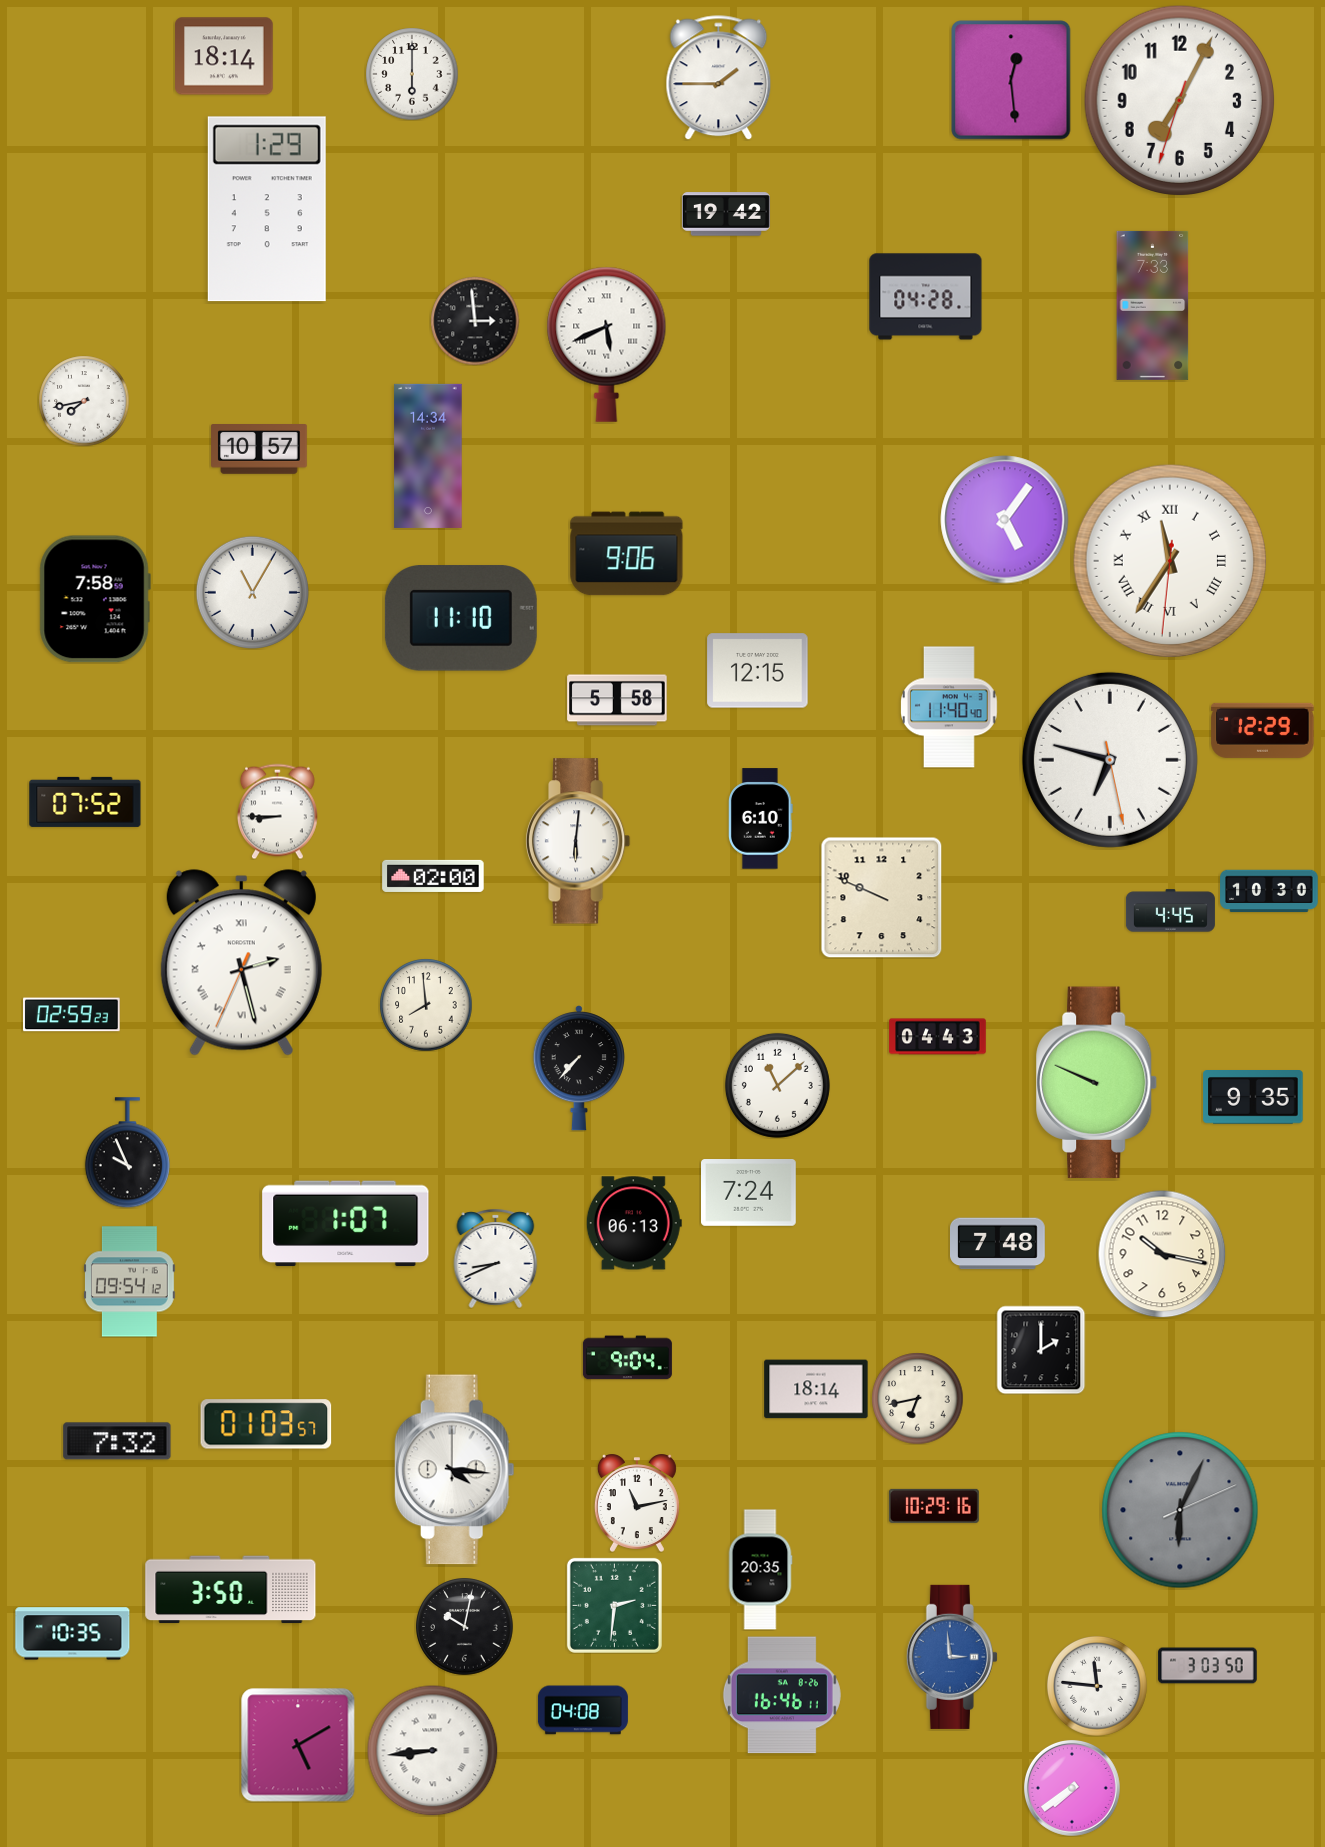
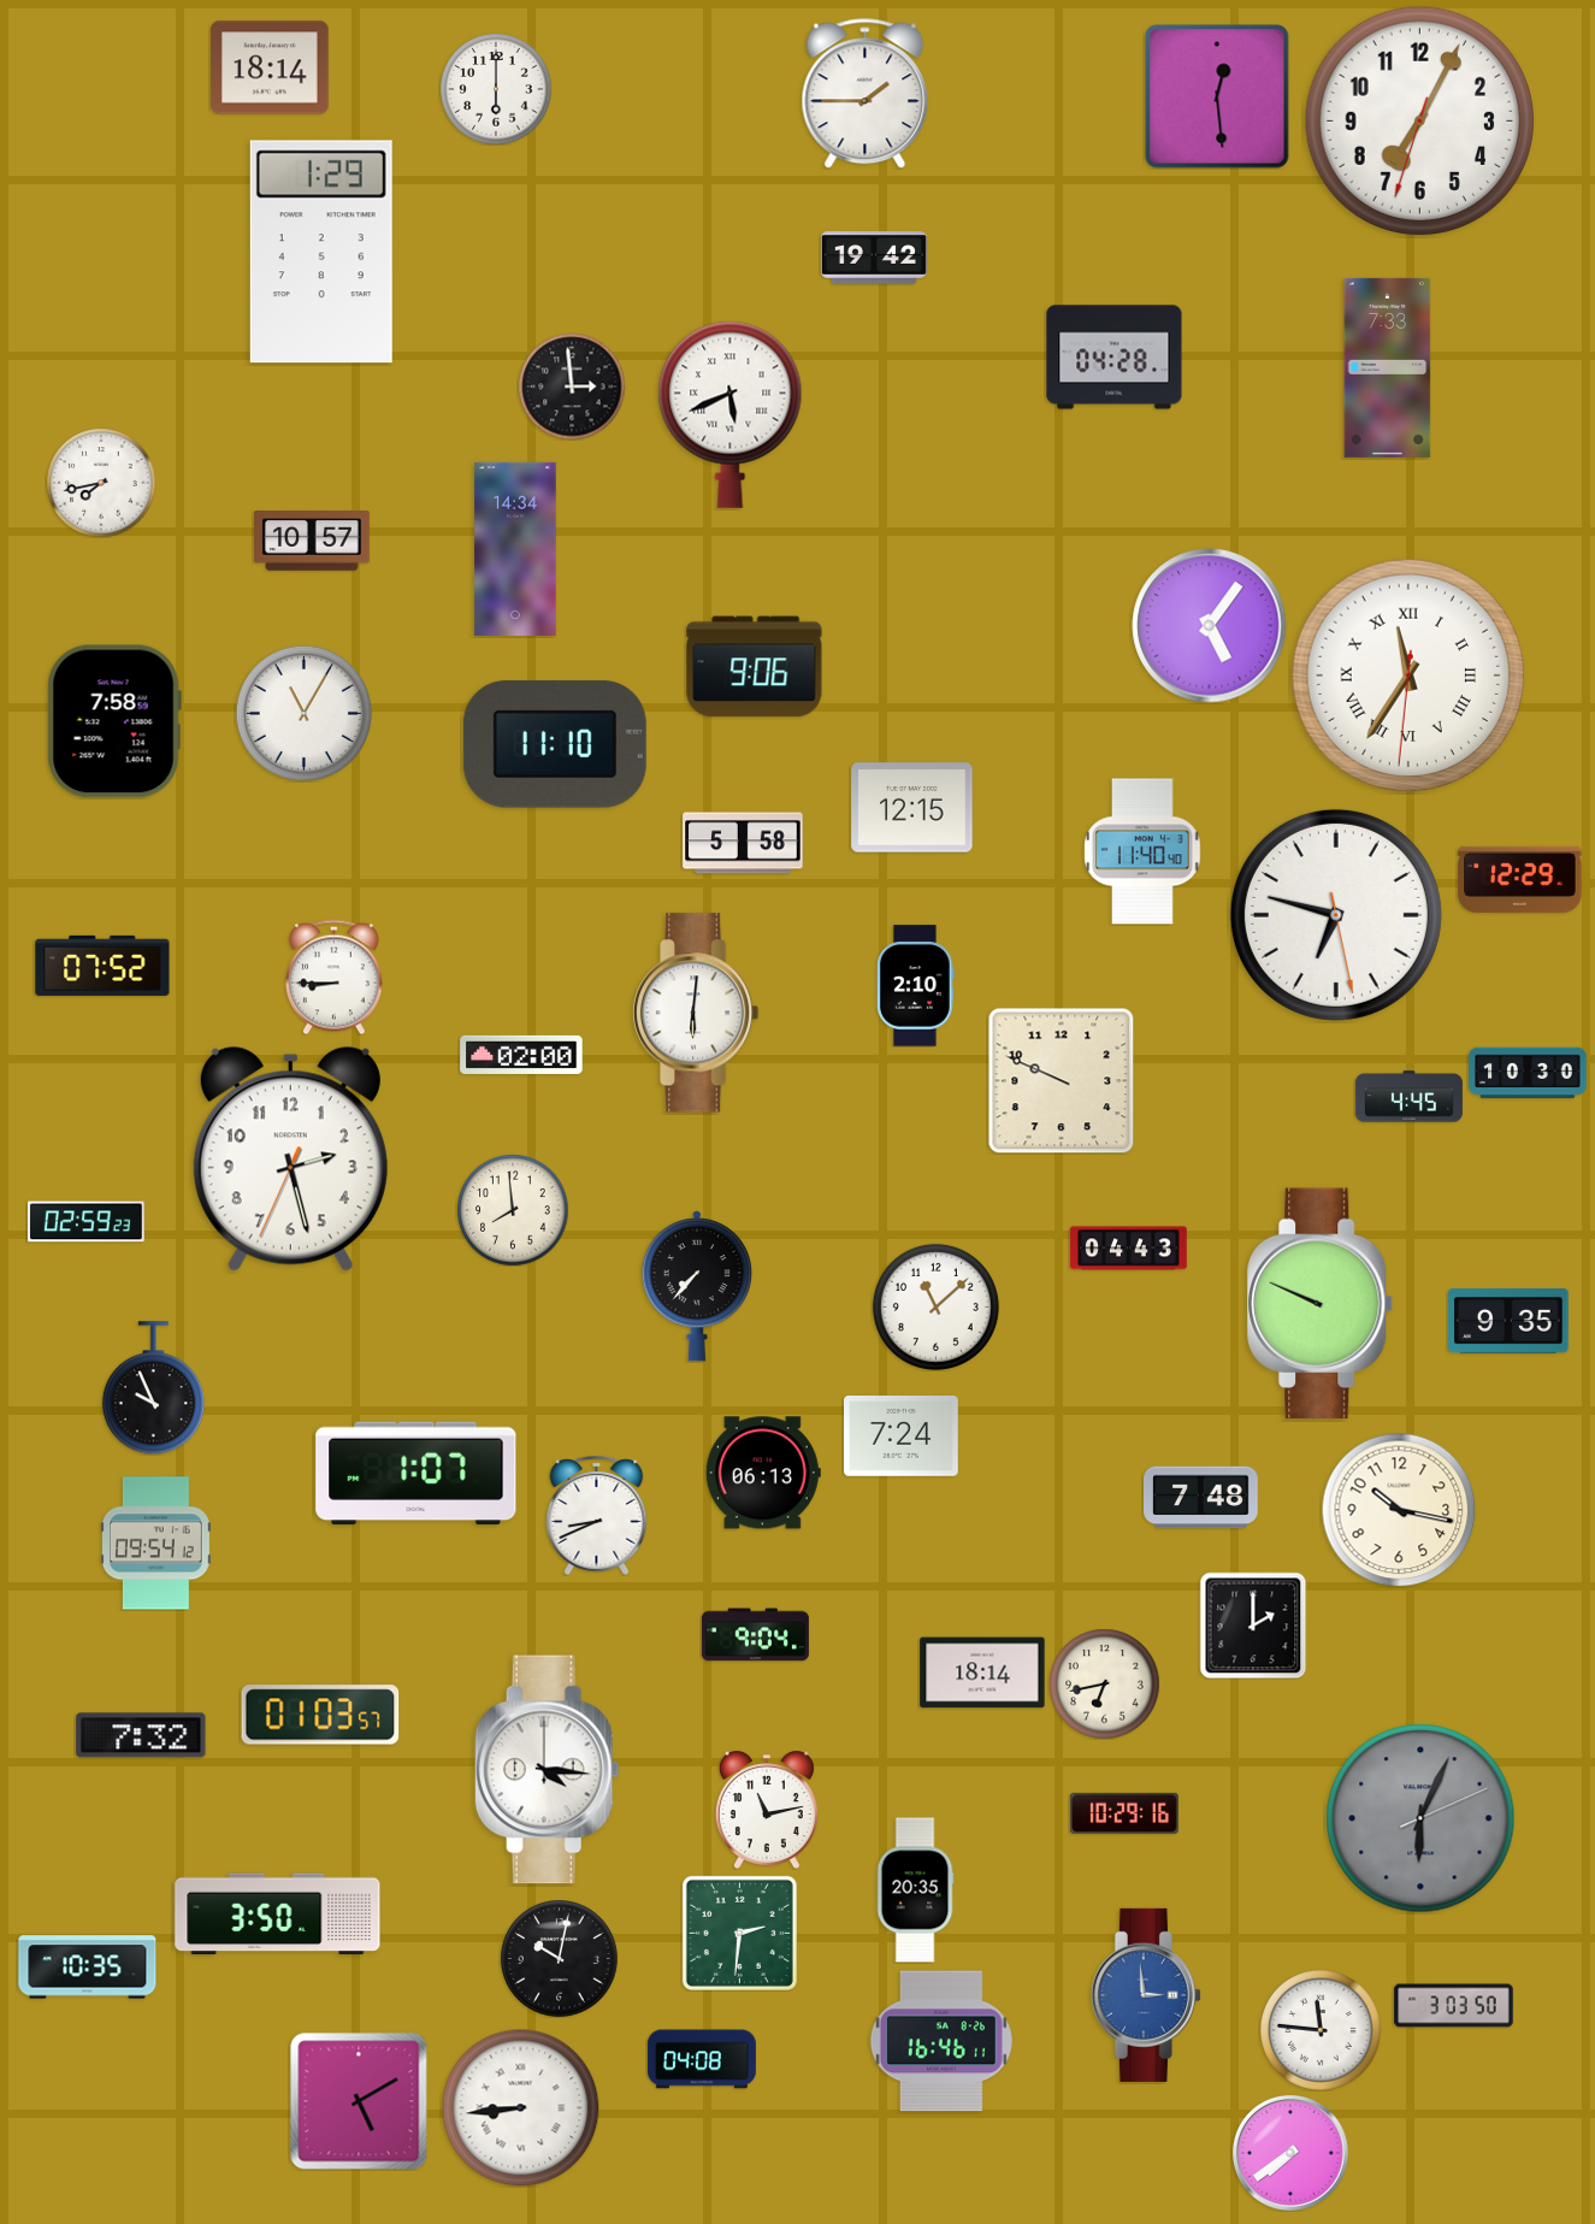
clock at (760, 819): 6:10 -> 2:10
clock at (241, 963) numerals: Roman -> Arabic
